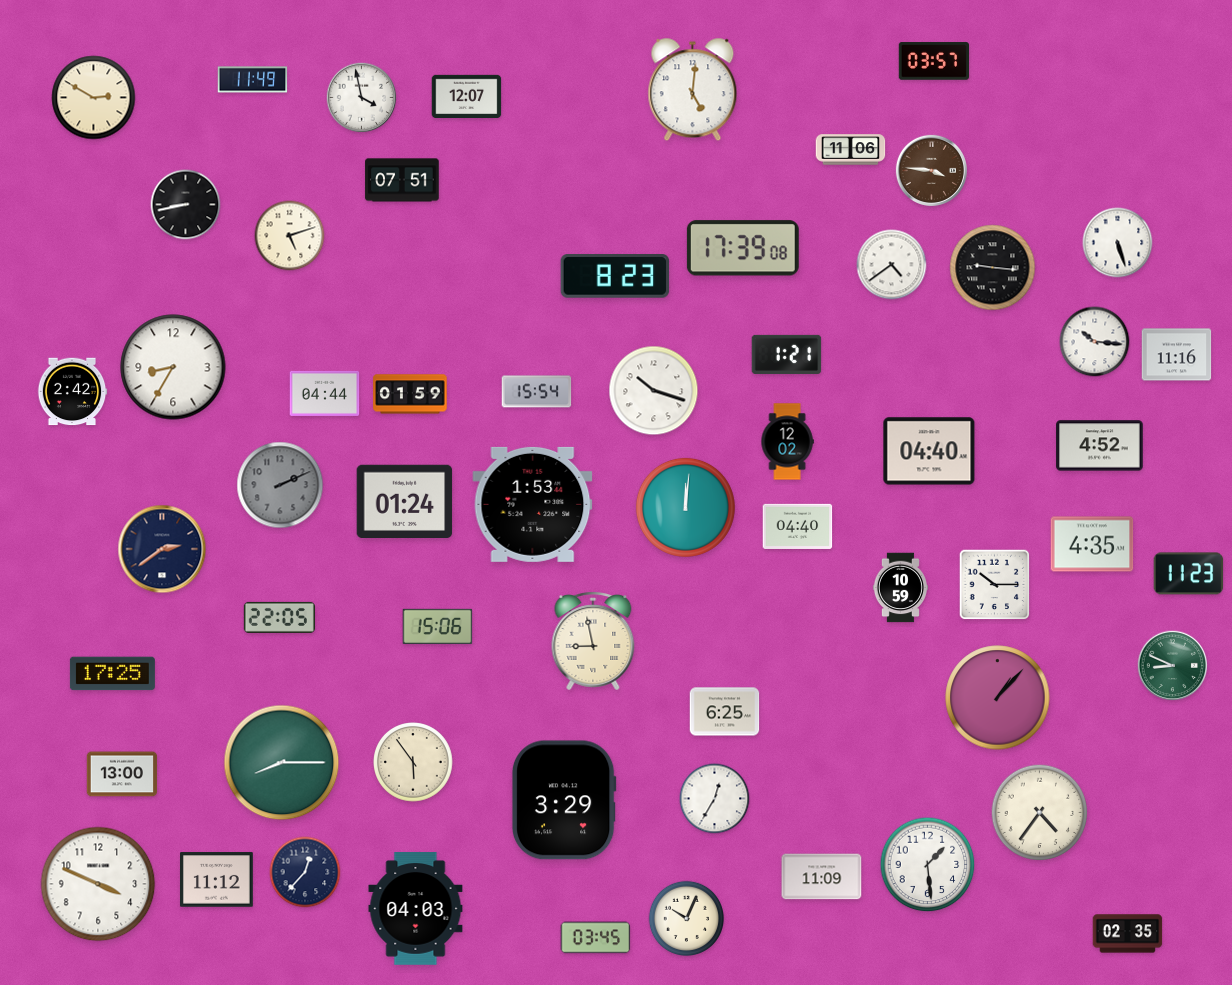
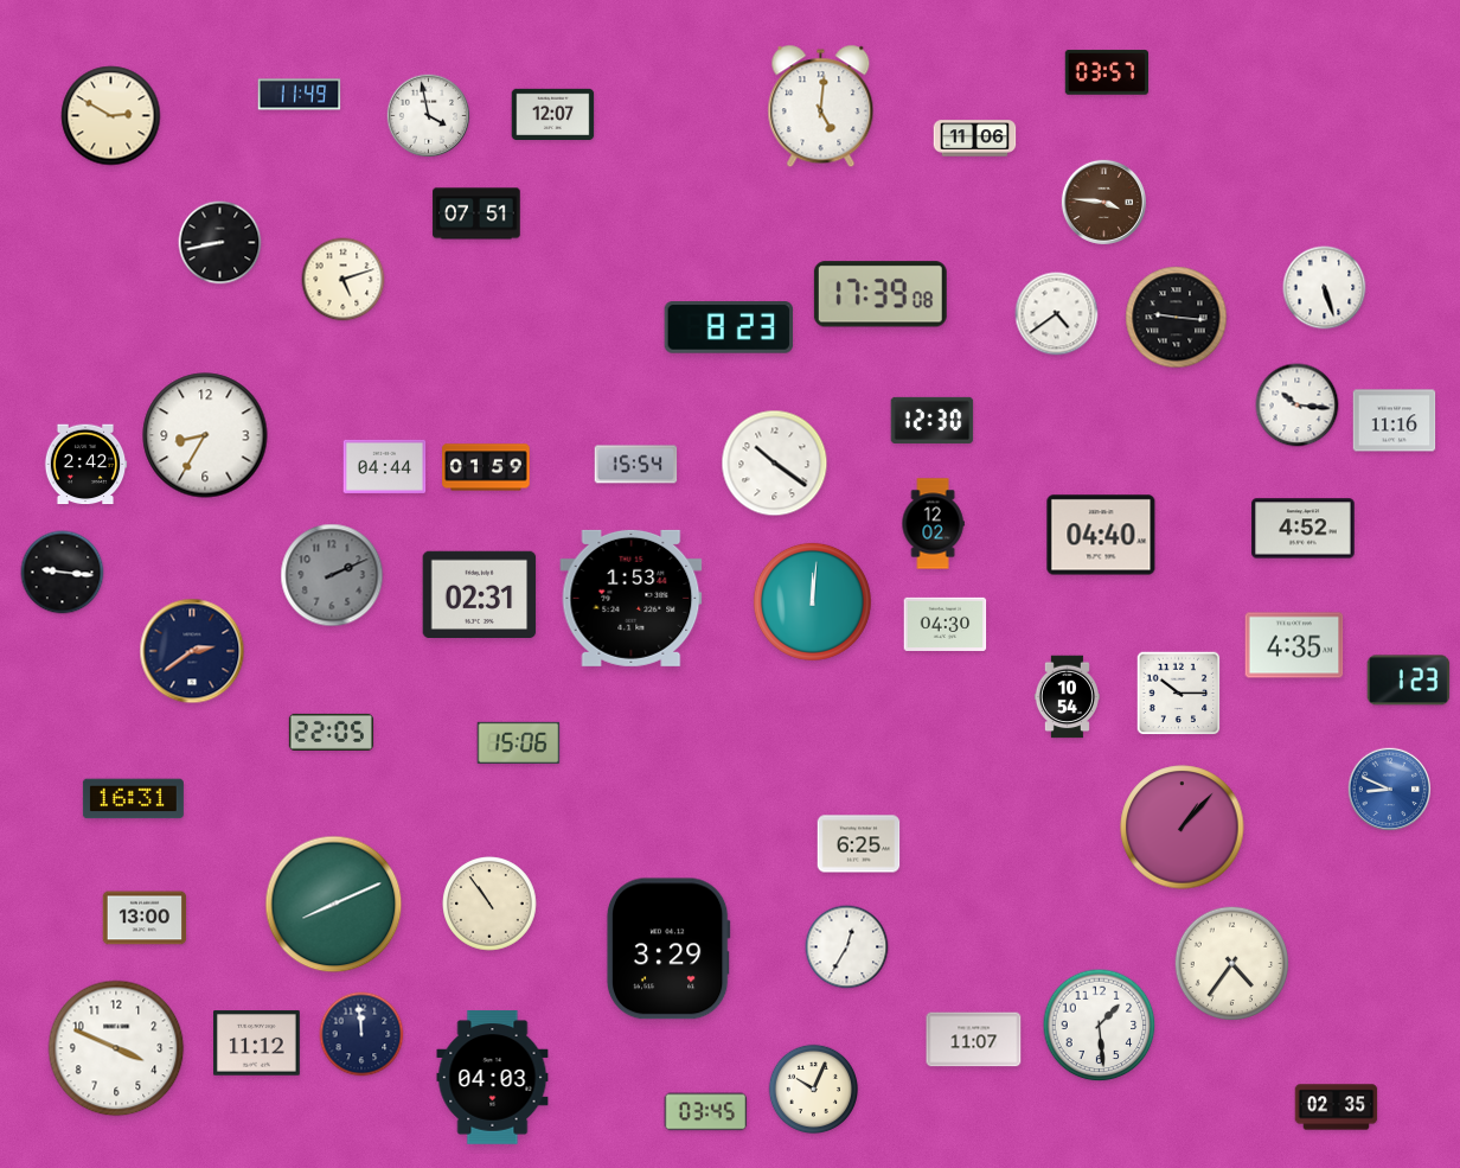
clock at (851, 150) position: (851, 150) -> (975, 139)
clock at (787, 354): 1:21 -> 12:30
clock at (654, 391): 10:18 -> 10:21
clock at (63, 573): none -> 9:16
clock at (405, 501): 01:24 -> 02:31
clock at (798, 526): 04:40 -> 04:30
clock at (1189, 574): 11:23 -> 1:23
clock at (900, 588): 10:59 -> 10:54
clock at (593, 641): 8:58 -> none
clock at (1173, 666) dial: green -> blue
clock at (112, 674): 17:25 -> 16:31
clock at (282, 763): 8:15 -> 8:11
clock at (414, 763): 5:54 -> 10:54
clock at (305, 872): 12:37 -> 11:59
clock at (822, 877): 11:09 -> 11:07
